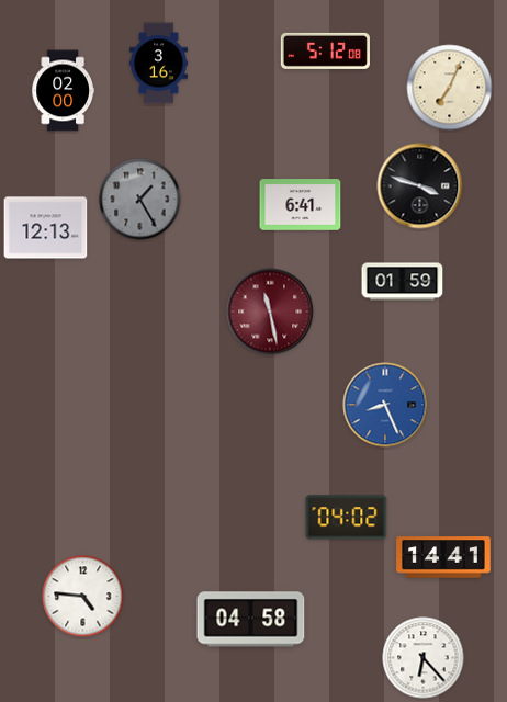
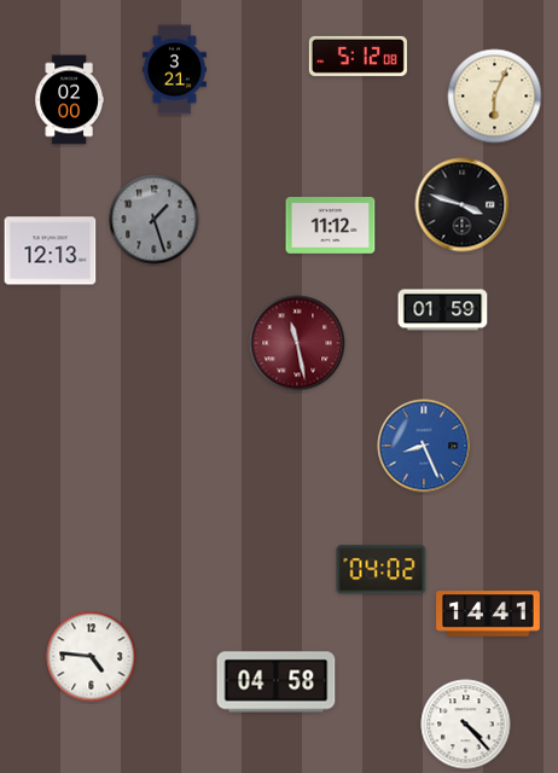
clock at (158, 64): 3:16 -> 3:21
clock at (450, 88): 7:04 -> 6:04
clock at (140, 200): 1:25 -> 1:27
clock at (301, 205): 6:41 -> 11:12
clock at (424, 658): 6:23 -> 4:23
